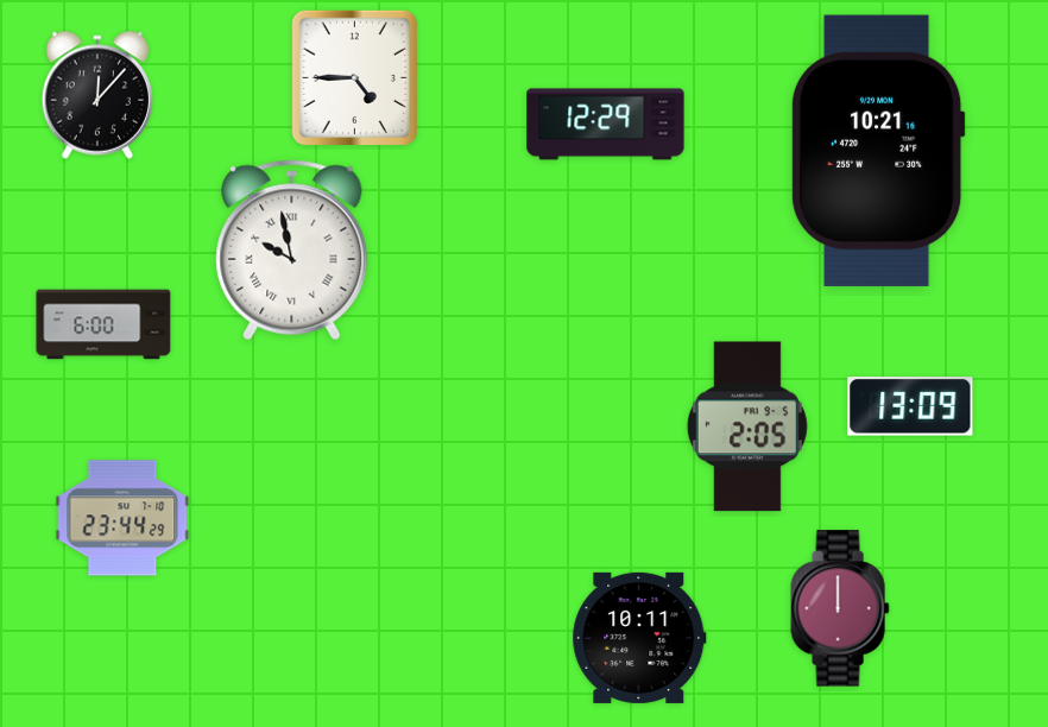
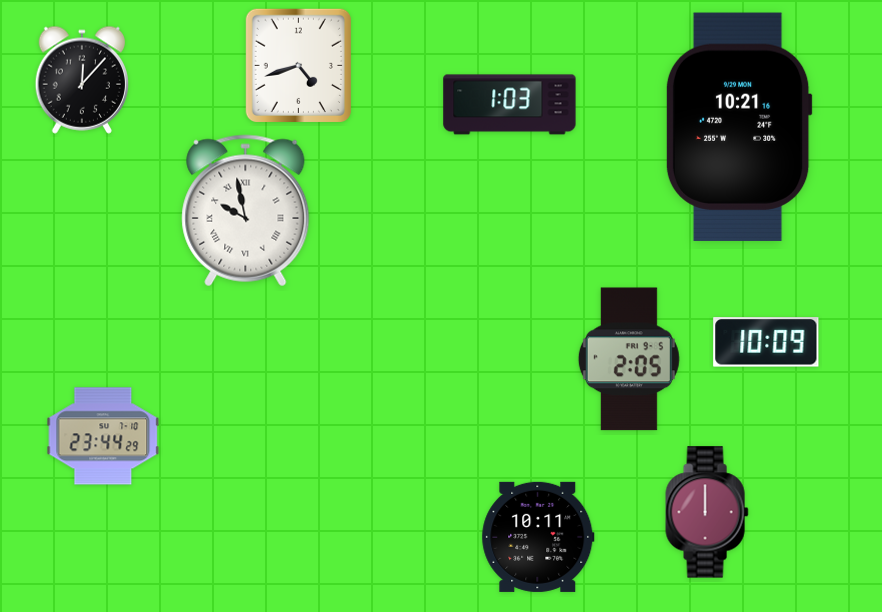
clock at (354, 77): 4:45 -> 4:42
clock at (606, 125): 12:29 -> 1:03
clock at (103, 324): 6:00 -> none
clock at (910, 406): 13:09 -> 10:09
